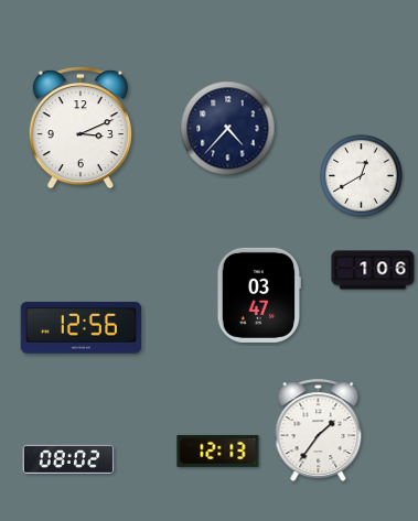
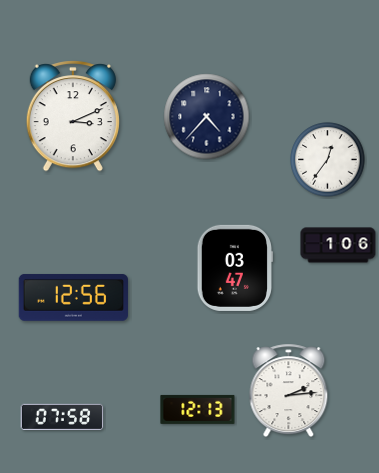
clock at (362, 176): 12:40 -> 12:36
clock at (319, 431): 1:36 -> 2:14
clock at (68, 459): 08:02 -> 07:58
